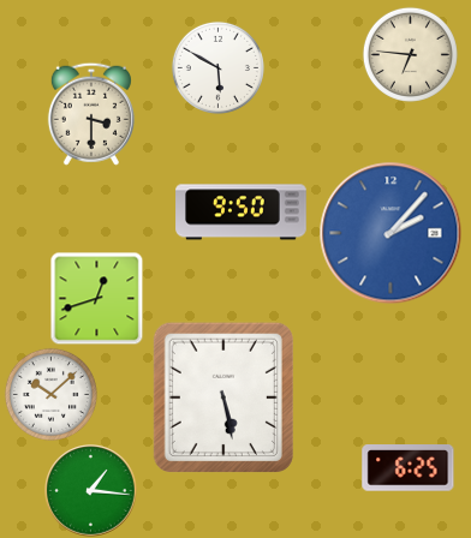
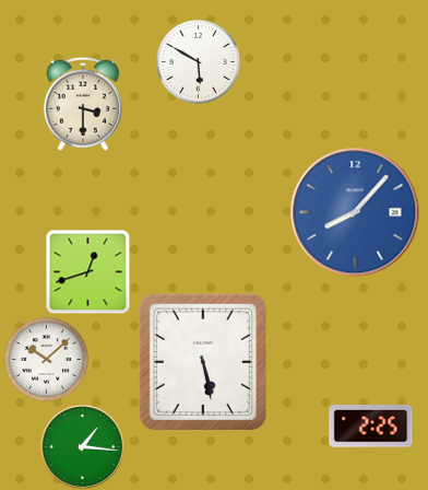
clock at (410, 54): 6:46 -> none
clock at (242, 213): 9:50 -> none
clock at (390, 233): 2:07 -> 8:07
clock at (409, 468): 6:25 -> 2:25
